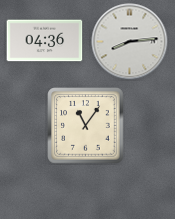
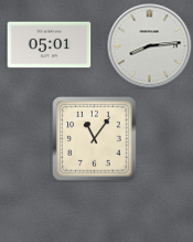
clock at (45, 41): 04:36 -> 05:01
clock at (130, 42) position: (130, 42) -> (150, 46)
